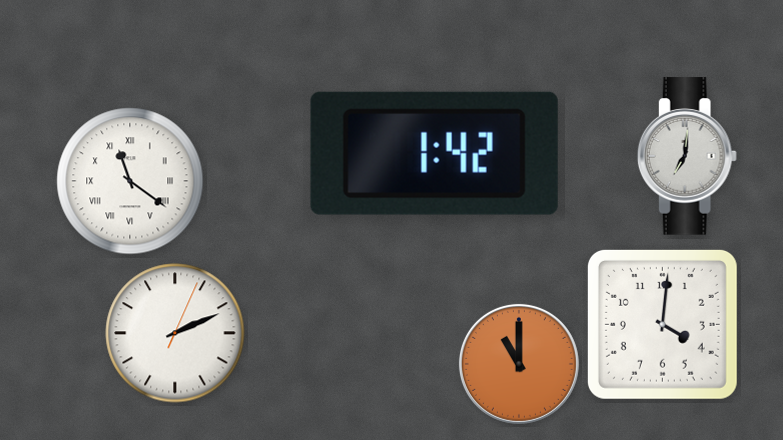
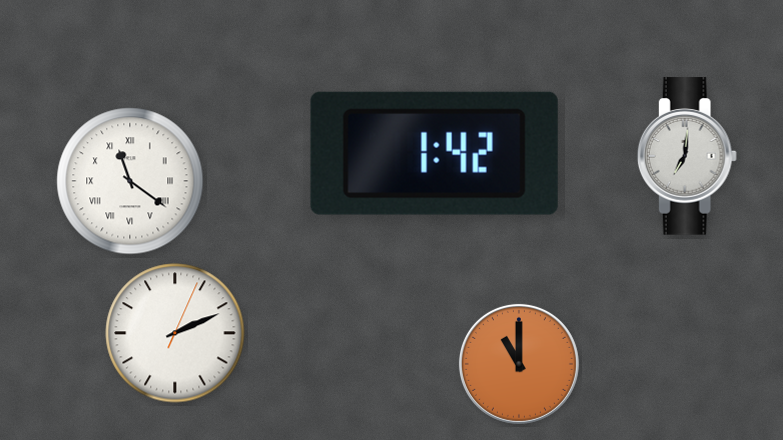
clock at (662, 324): 4:01 -> none
